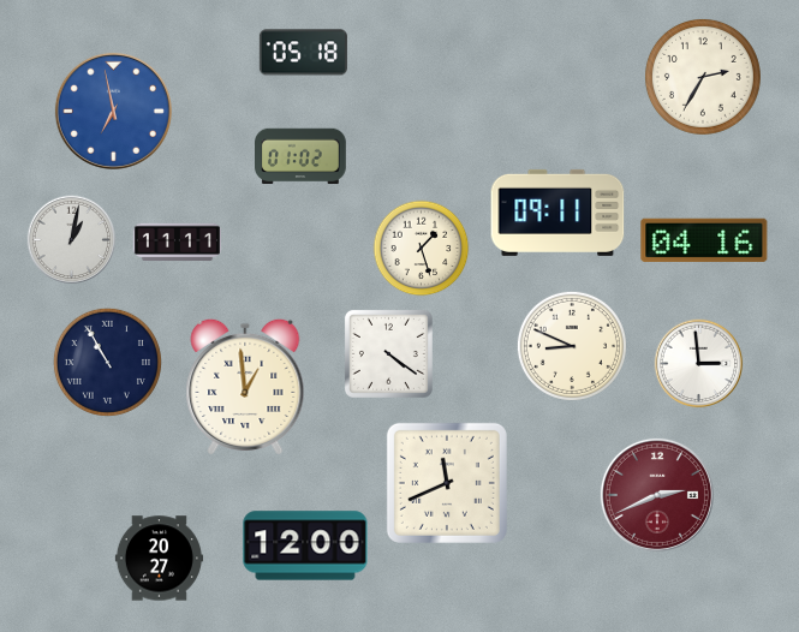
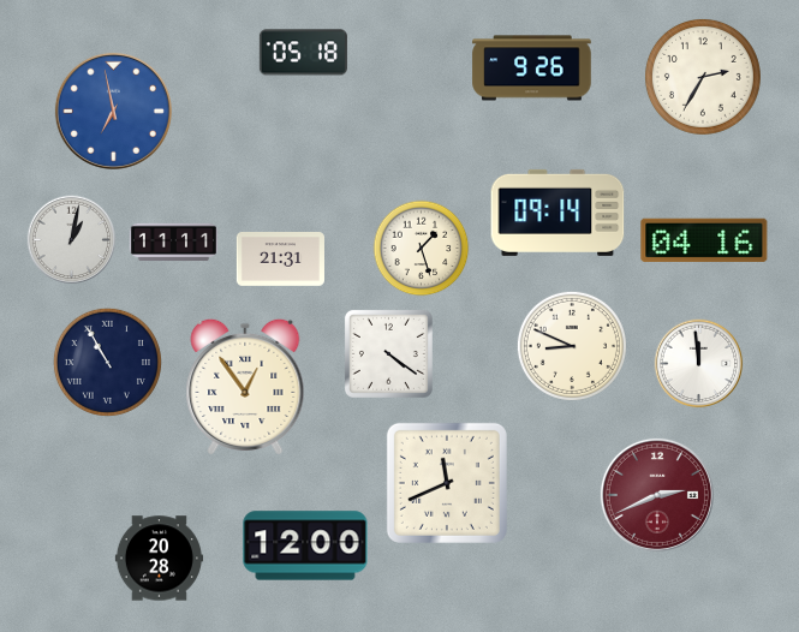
clock at (532, 68): none -> 9:26
clock at (302, 156): 01:02 -> none
clock at (557, 213): 09:11 -> 09:14
clock at (177, 243) position: (177, 243) -> (173, 243)
clock at (280, 260): none -> 21:31
clock at (699, 364): 2:59 -> 11:59
clock at (245, 387): 12:59 -> 12:54
clock at (159, 559): 20:27 -> 20:28
